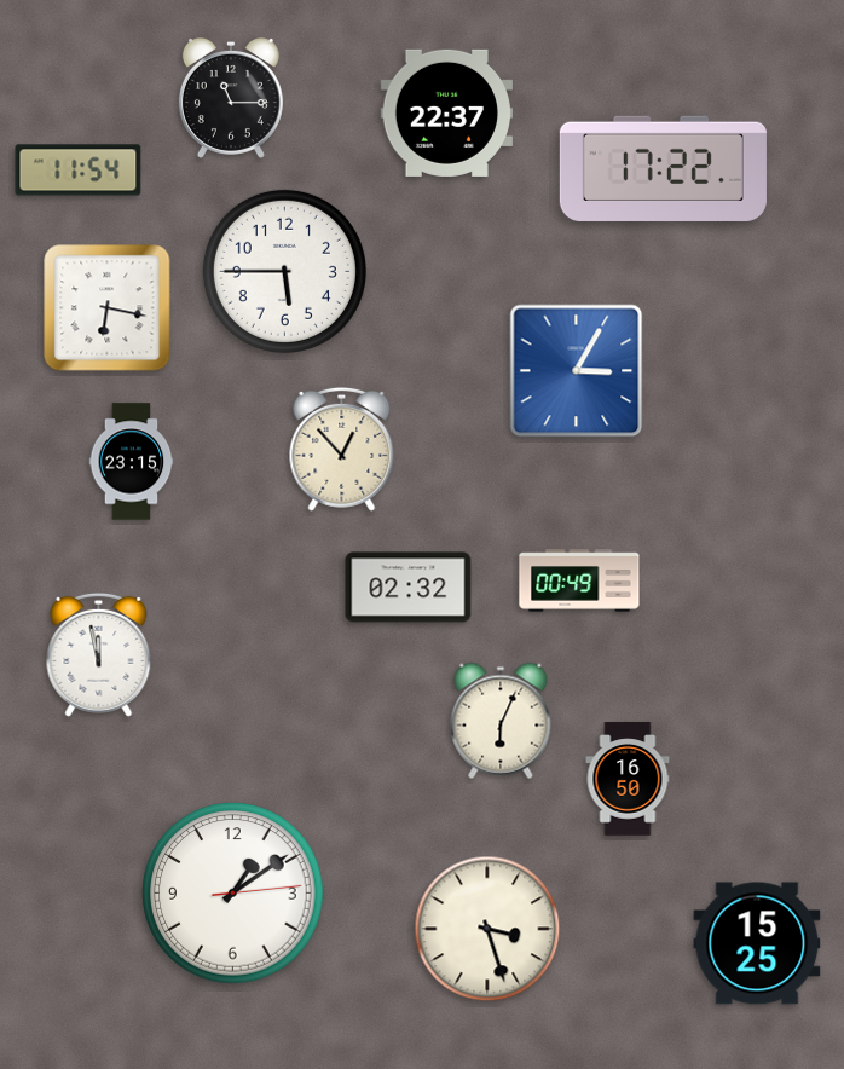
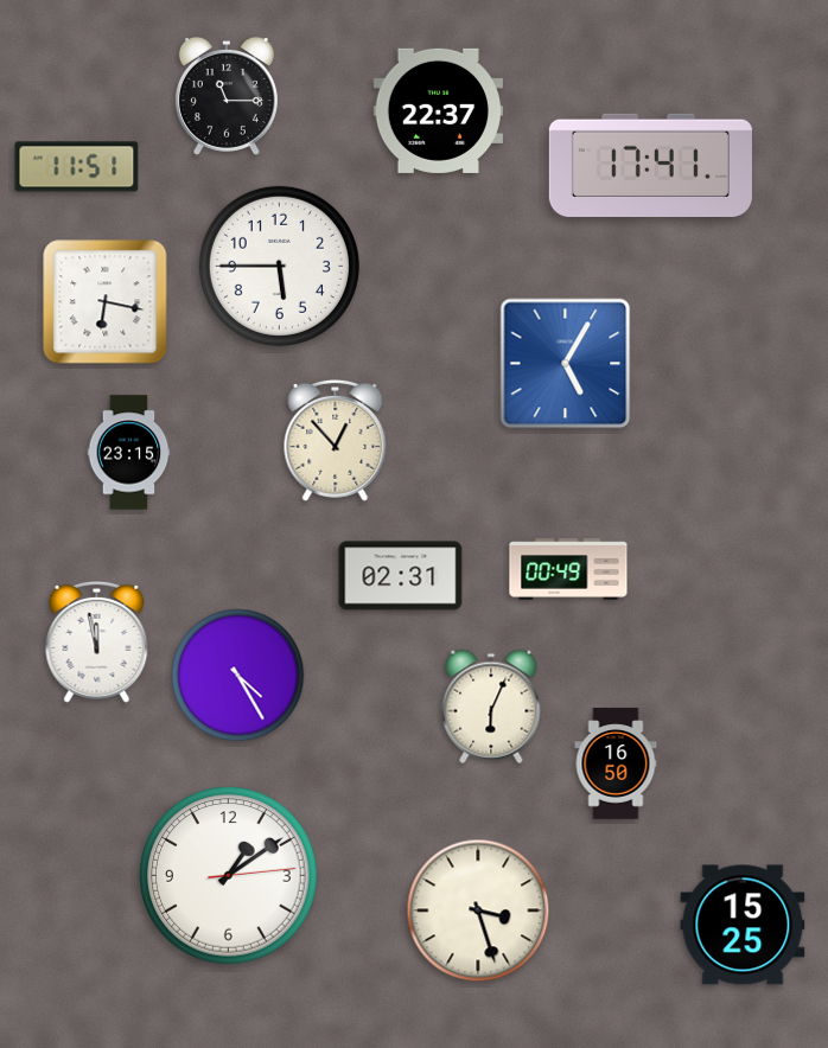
clock at (663, 168): 17:22 -> 17:41
clock at (79, 171): 11:54 -> 11:51
clock at (577, 371): 3:05 -> 5:05
clock at (409, 588): 02:32 -> 02:31
clock at (238, 676): none -> 4:25
